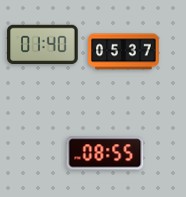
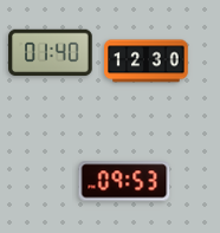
clock at (124, 52): 05:37 -> 12:30
clock at (105, 153): 08:55 -> 09:53
